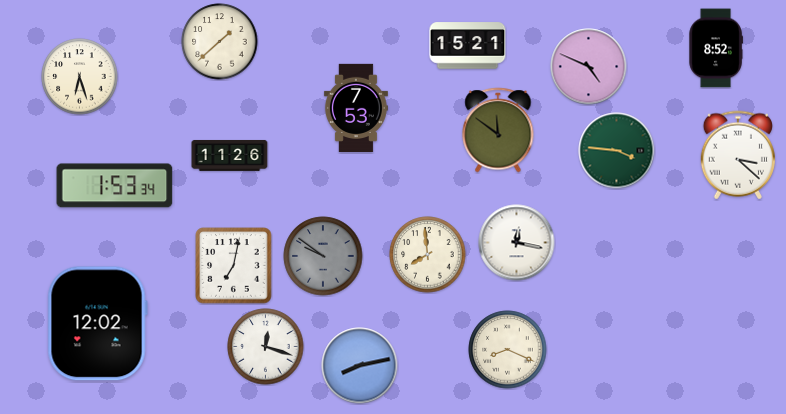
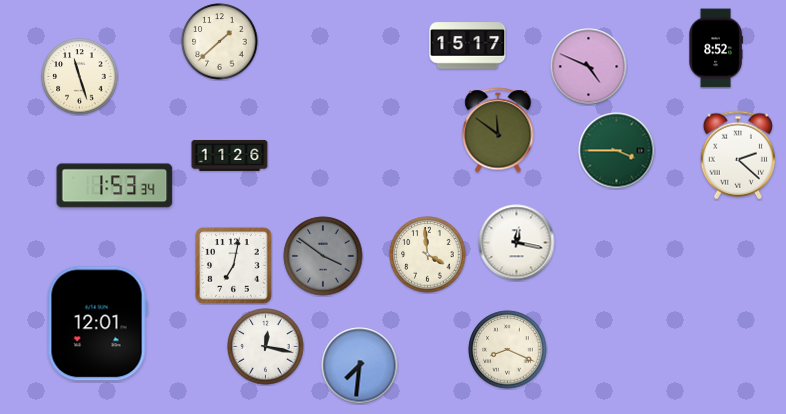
clock at (468, 46): 15:21 -> 15:17
clock at (80, 77): 6:27 -> 11:27
clock at (356, 107): 7:53 -> none
clock at (617, 151): 3:46 -> 3:45
clock at (738, 155): 3:22 -> 2:22
clock at (428, 255): 7:59 -> 3:59
clock at (323, 256): 9:51 -> 3:51
clock at (97, 324): 12:02 -> 12:01
clock at (266, 347): 12:18 -> 12:17
clock at (360, 366): 8:13 -> 7:31
